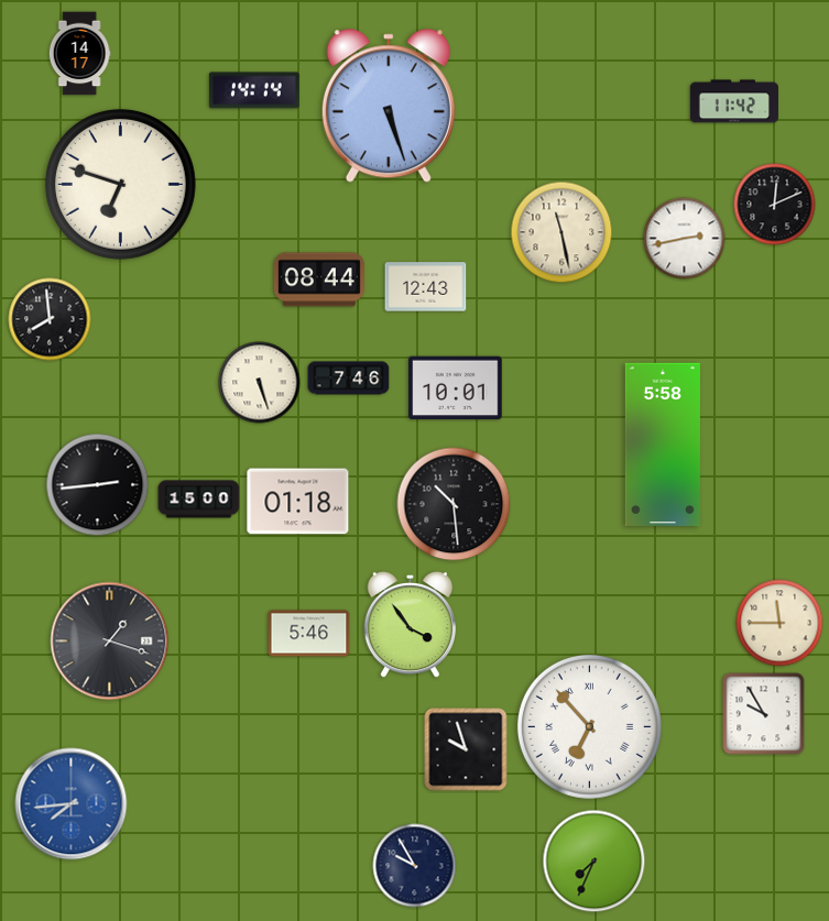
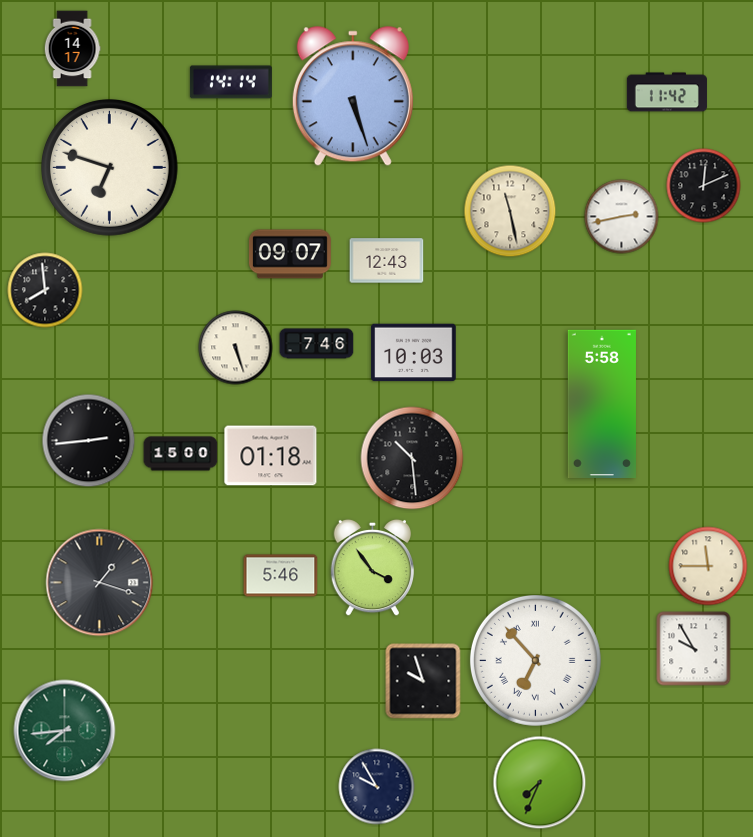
clock at (319, 279): 08:44 -> 09:07
clock at (456, 388): 10:01 -> 10:03
clock at (72, 804) dial: blue -> green
